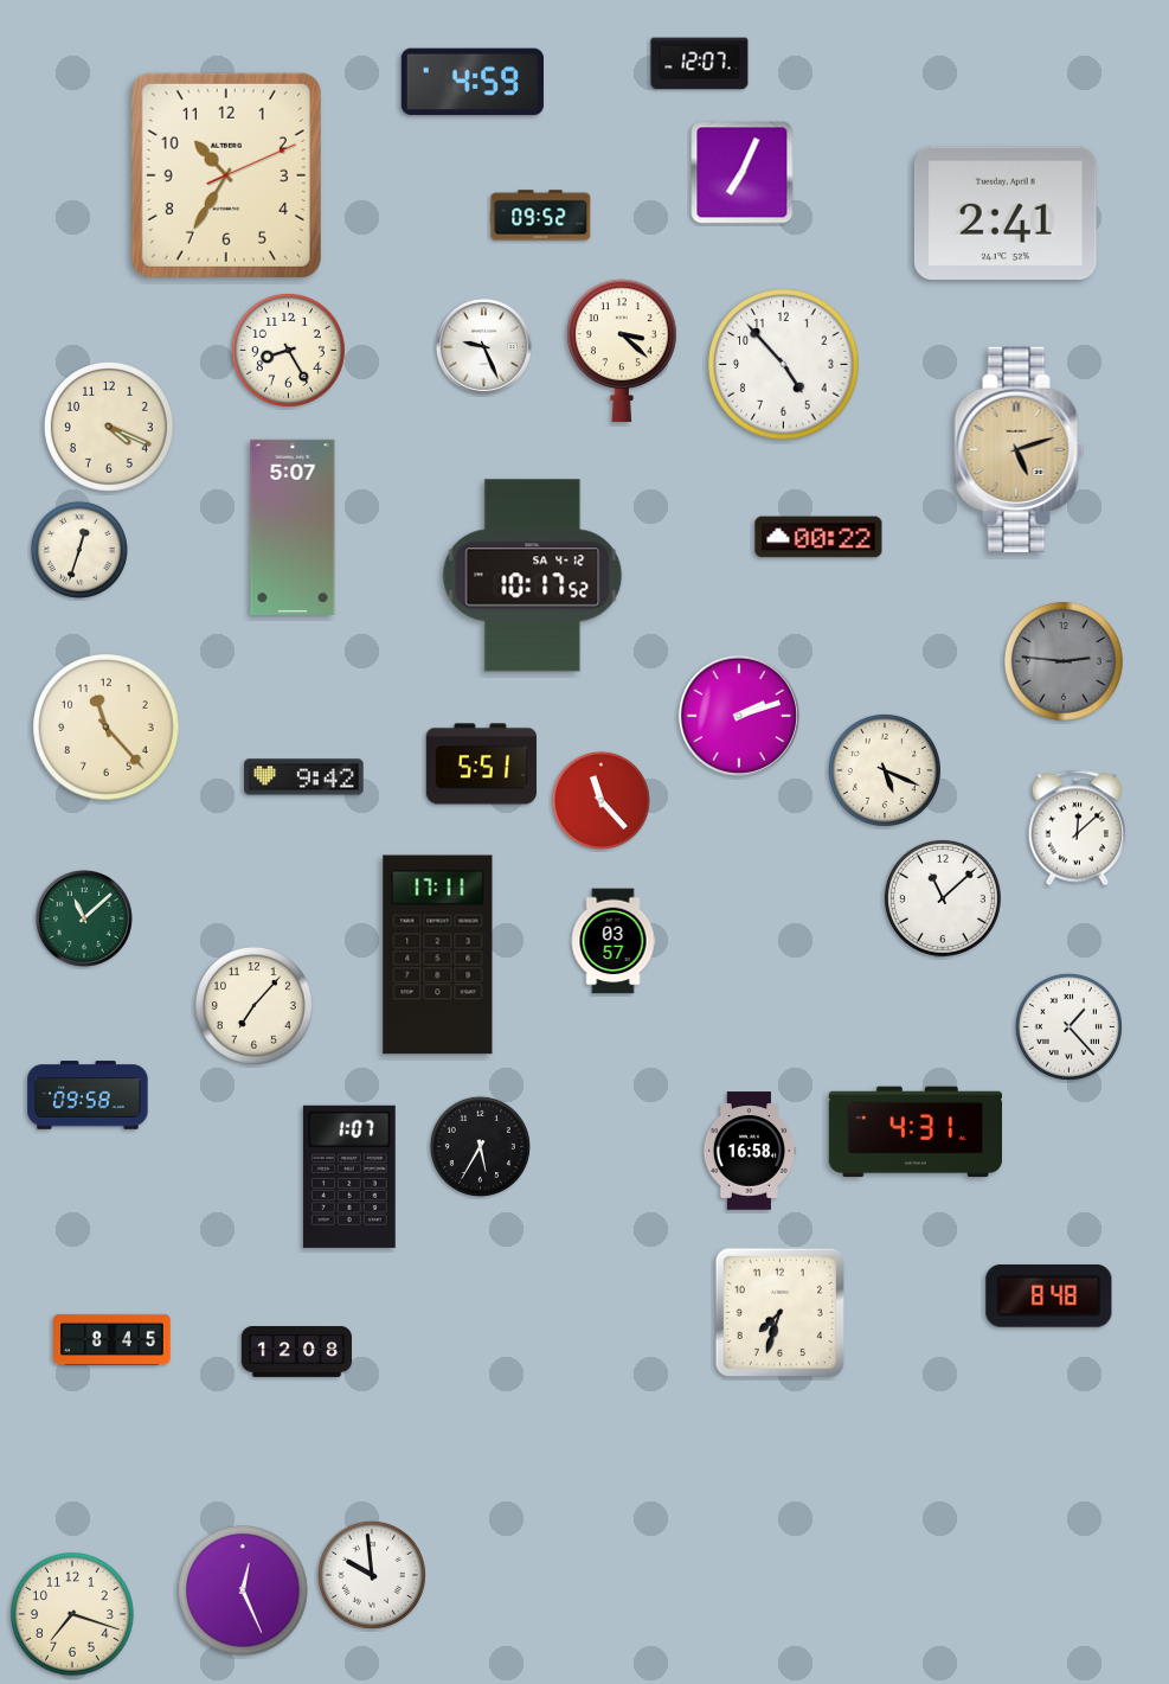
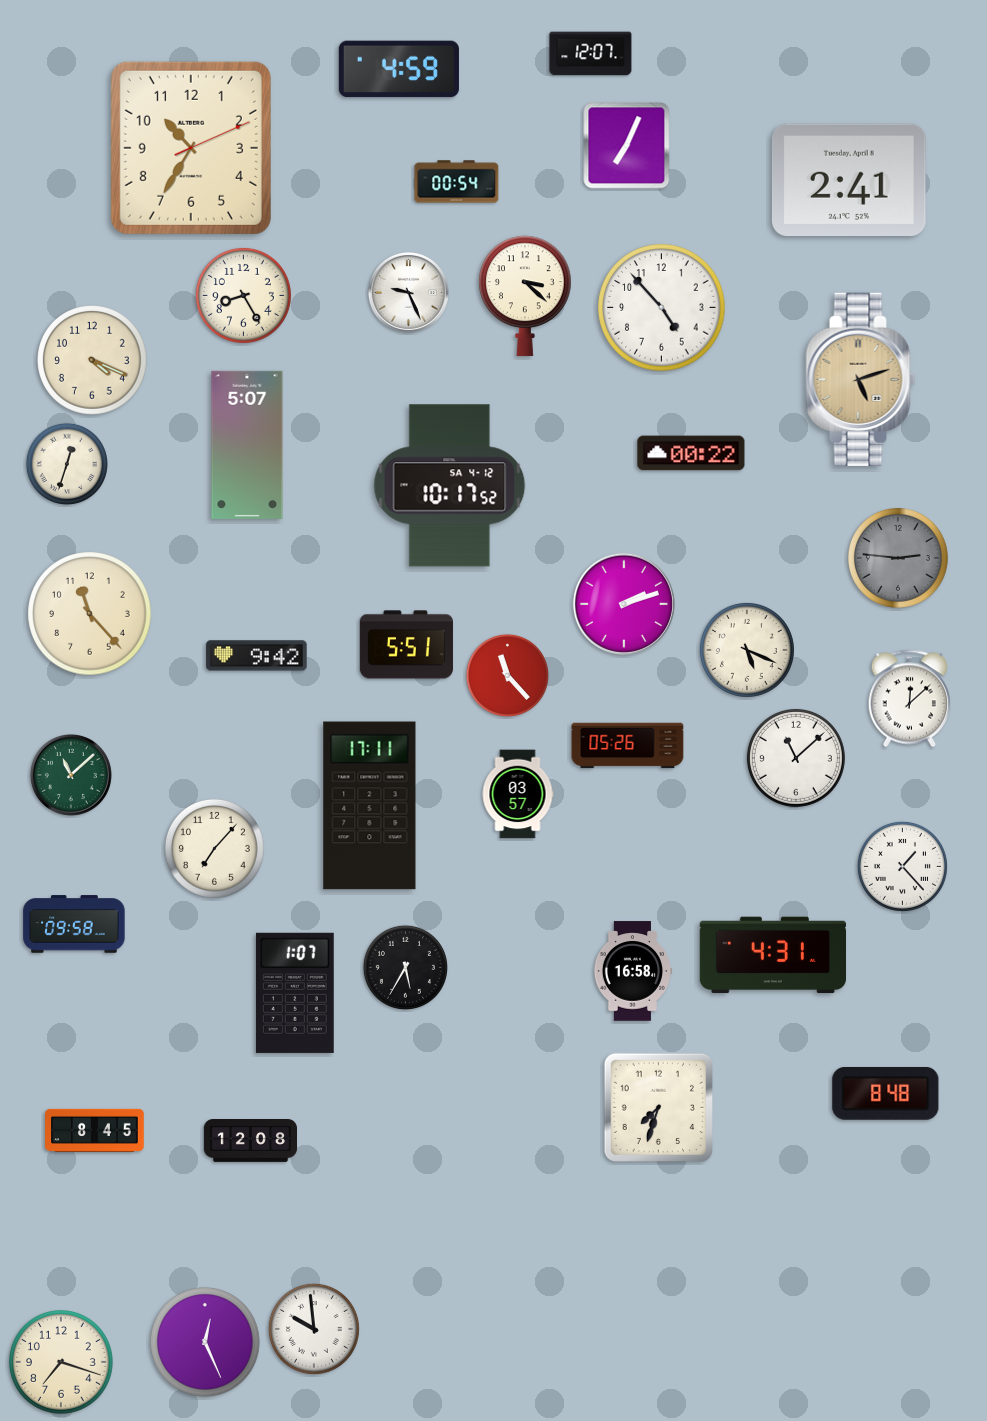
clock at (541, 216): 09:52 -> 00:54
clock at (628, 746): none -> 05:26
